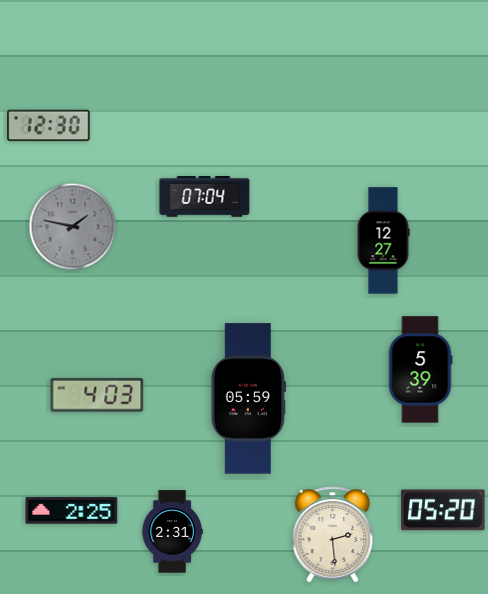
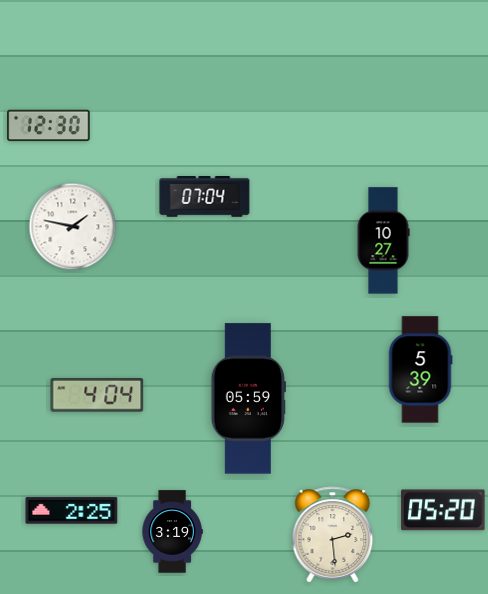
clock at (73, 227) dial: grey -> white
clock at (383, 241): 12:27 -> 10:27
clock at (97, 396): 4:03 -> 4:04
clock at (172, 532): 2:31 -> 3:19
